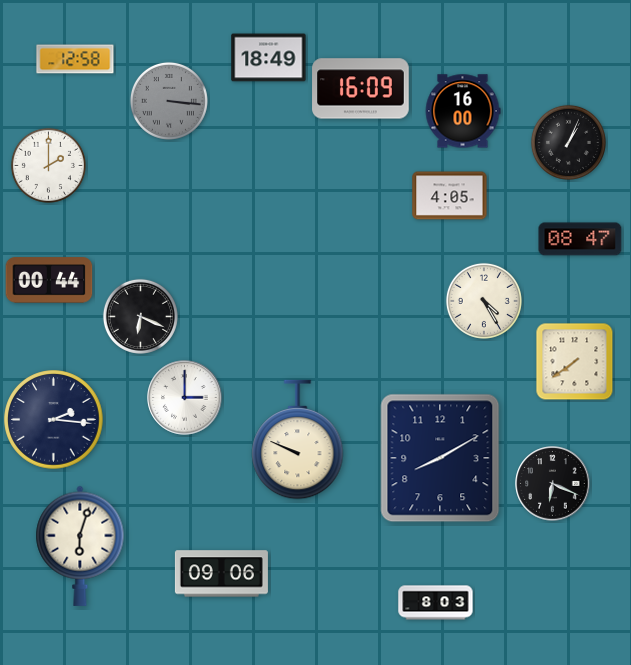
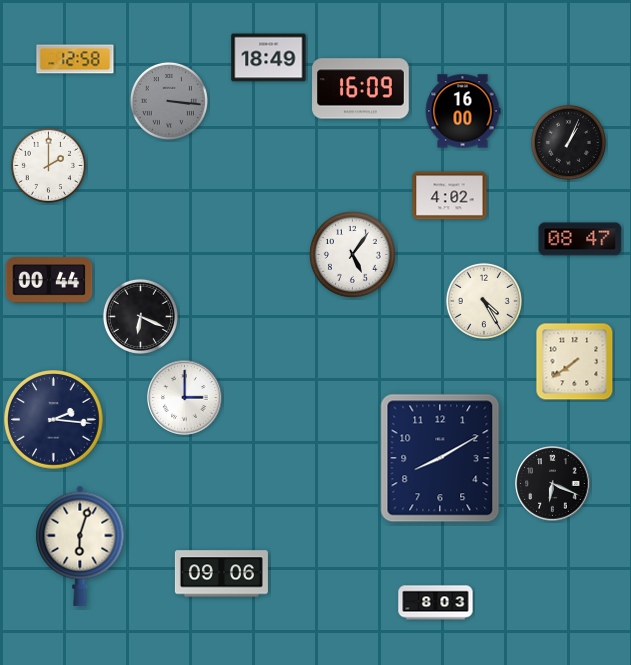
clock at (450, 196): 4:05 -> 4:02
clock at (352, 254): none -> 5:06
clock at (298, 440): 9:49 -> none
